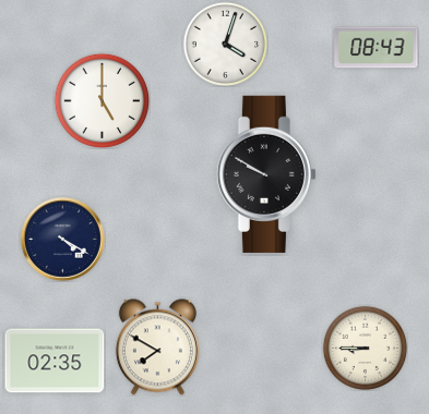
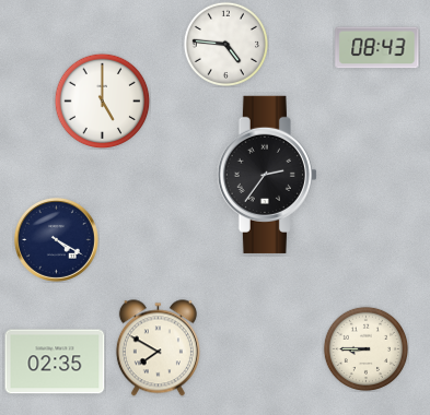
clock at (225, 44): 4:03 -> 4:46
clock at (266, 174): 9:50 -> 2:36
clock at (62, 239) position: (62, 239) -> (56, 239)
